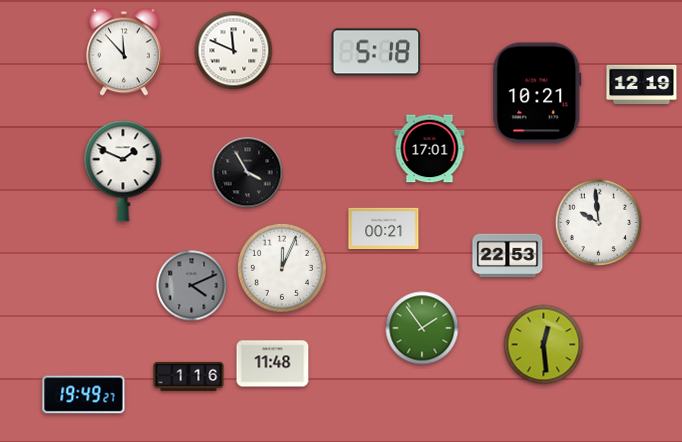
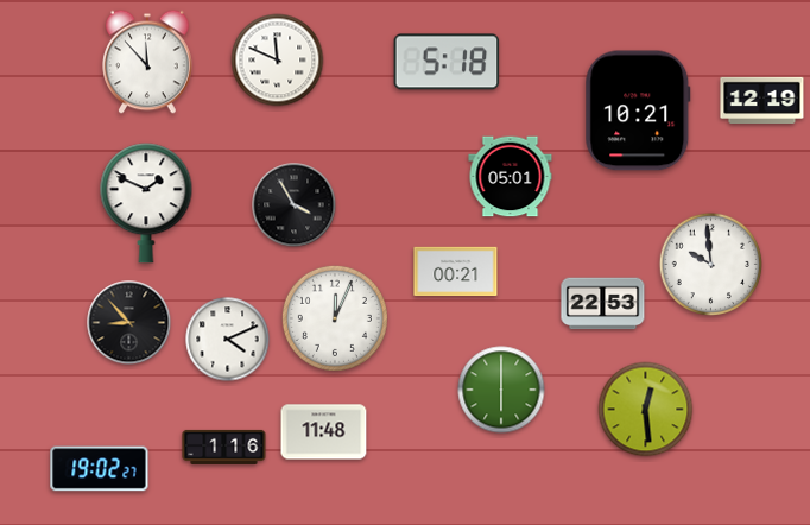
clock at (430, 149): 17:01 -> 05:01
clock at (129, 323): none -> 8:53
clock at (192, 286) dial: grey -> white
clock at (422, 328): 1:54 -> 6:00
clock at (84, 395): 19:49 -> 19:02
